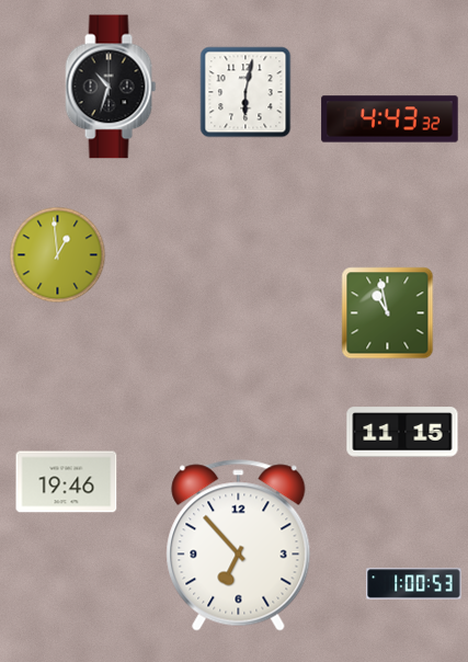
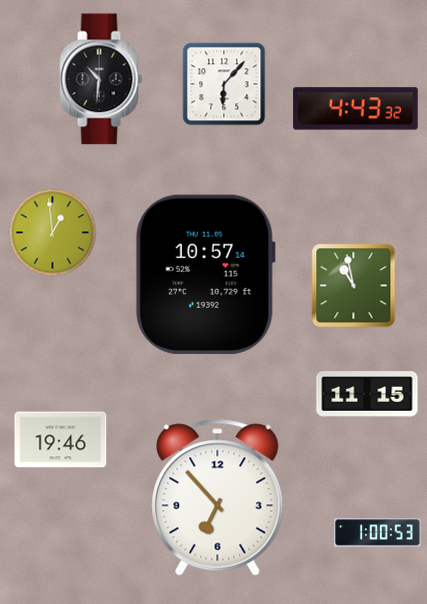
clock at (111, 87): 10:33 -> 10:31
clock at (246, 92): 6:02 -> 6:07
clock at (205, 274): none -> 10:57
